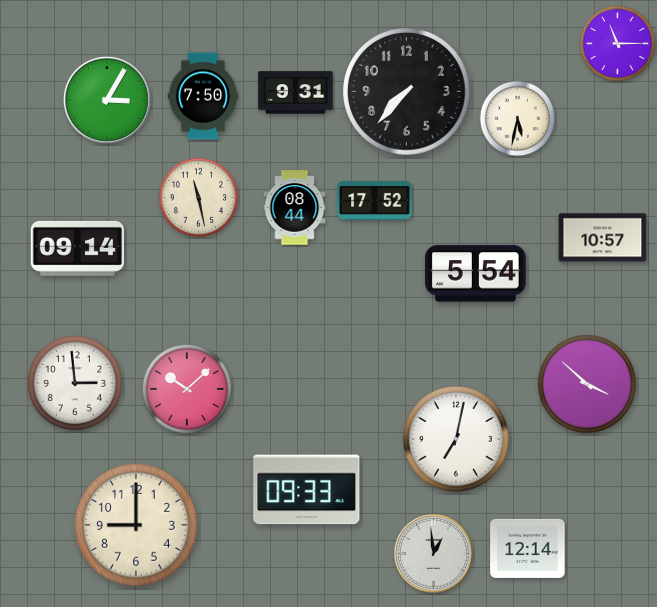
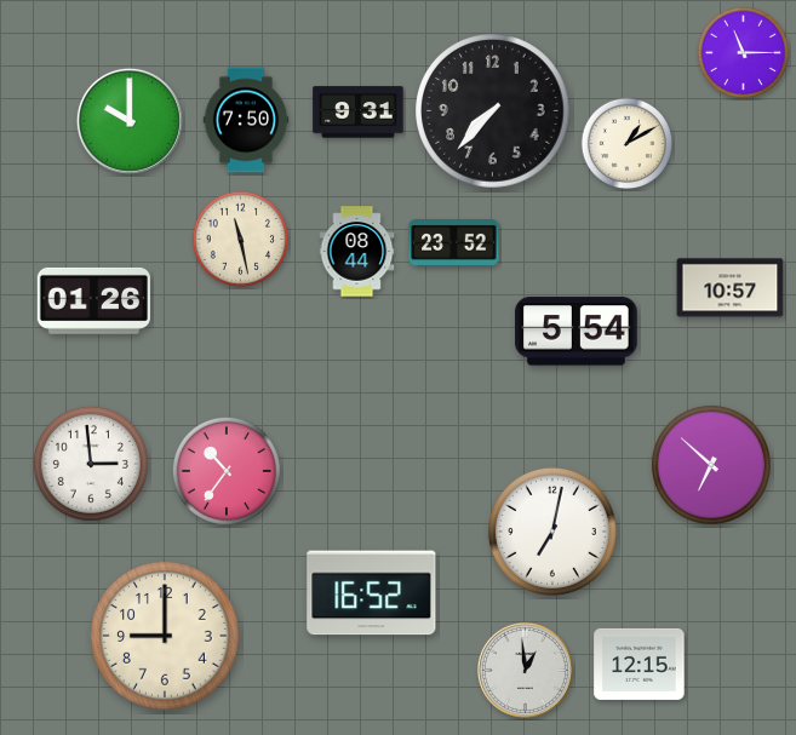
clock at (618, 44) position: (618, 44) -> (744, 53)
clock at (203, 96) position: (203, 96) -> (246, 120)
clock at (107, 100): 3:05 -> 10:00
clock at (518, 119): 5:32 -> 1:10
clock at (375, 200): 17:52 -> 23:52
clock at (77, 248): 09:14 -> 01:26
clock at (587, 384): 3:52 -> 6:52
clock at (187, 389): 10:08 -> 10:36
clock at (307, 490): 09:33 -> 16:52
clock at (528, 548): 12:14 -> 12:15
